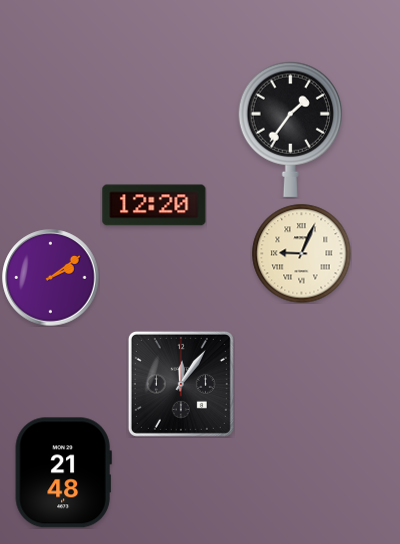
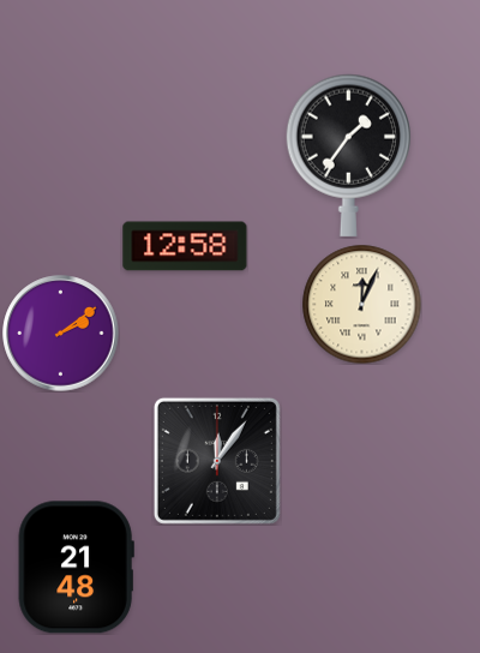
clock at (154, 205): 12:20 -> 12:58
clock at (302, 254): 9:04 -> 12:04
